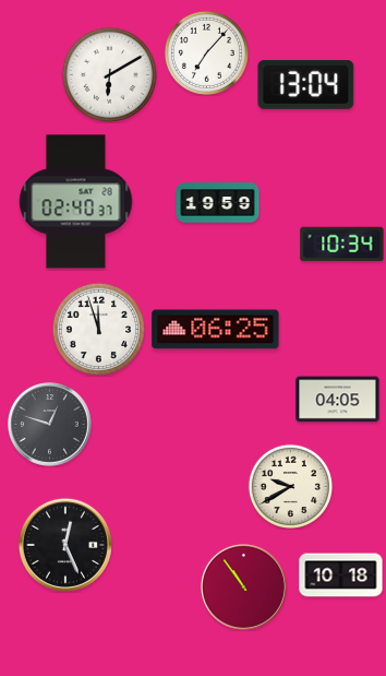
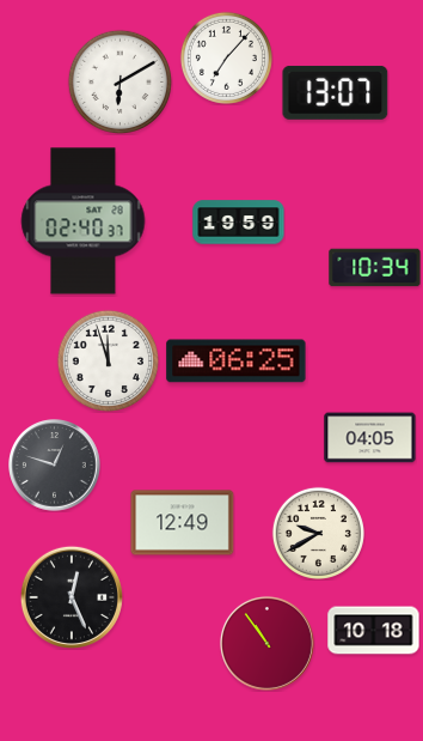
clock at (306, 84): 13:04 -> 13:07
clock at (183, 523): none -> 12:49
